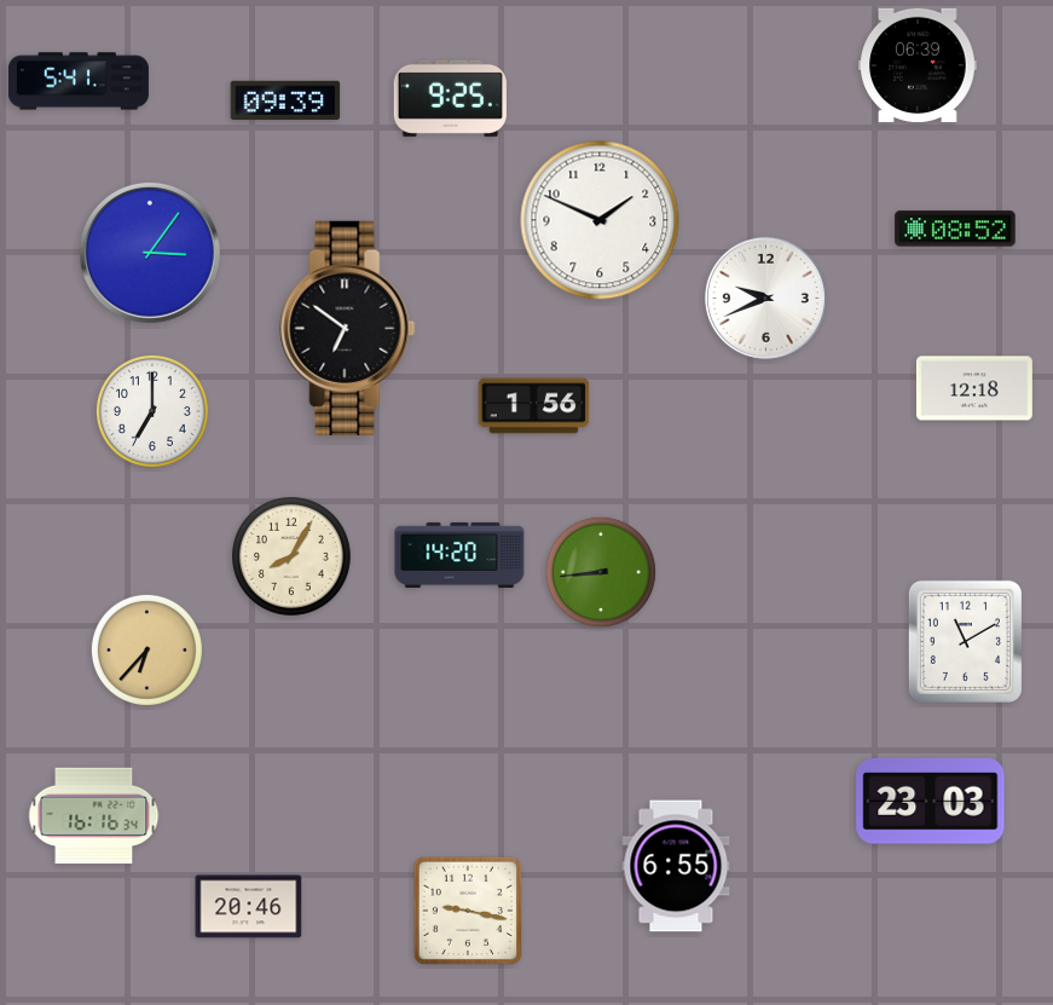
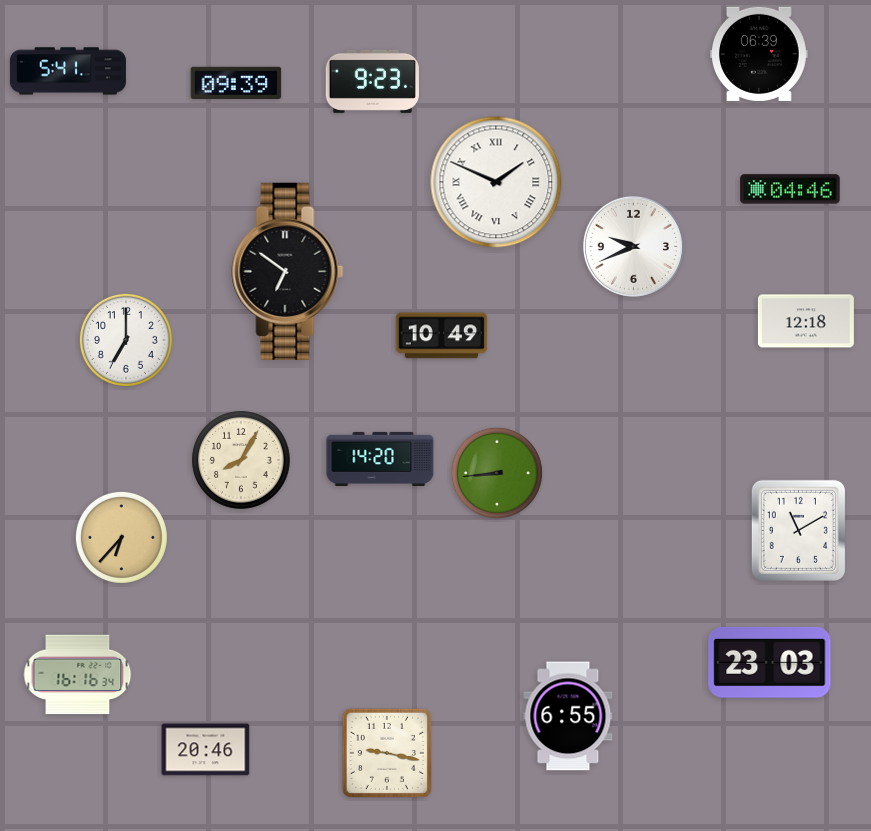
clock at (79, 81) position: (79, 81) -> (68, 71)
clock at (450, 98): 9:25 -> 9:23
clock at (600, 220) numerals: Arabic -> Roman
clock at (955, 229): 08:52 -> 04:46
clock at (150, 253): 3:06 -> none
clock at (534, 406): 1:56 -> 10:49
clock at (676, 866) position: (676, 866) -> (568, 716)
